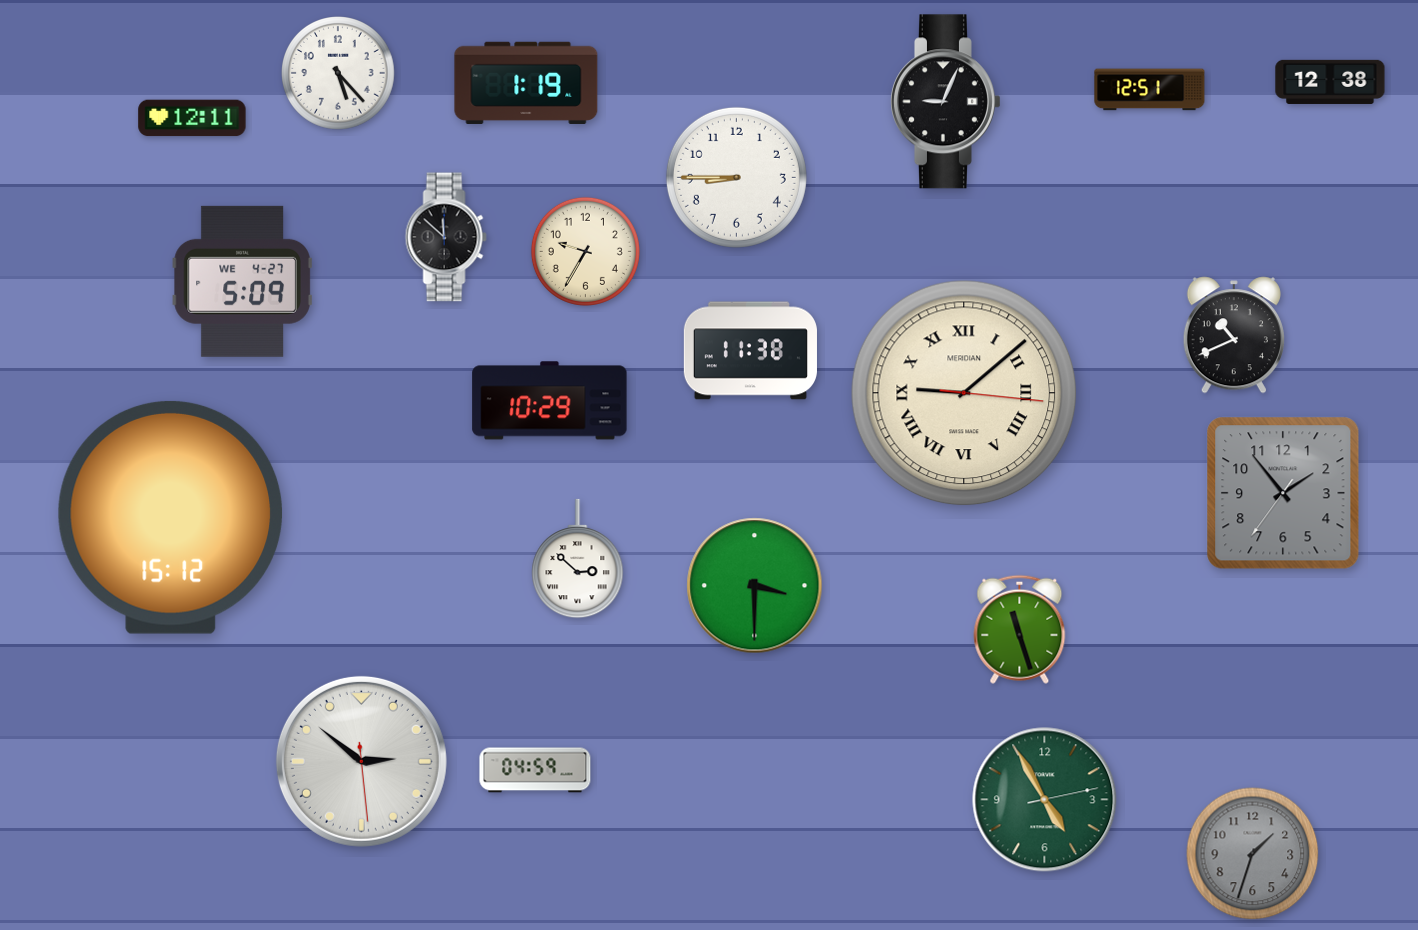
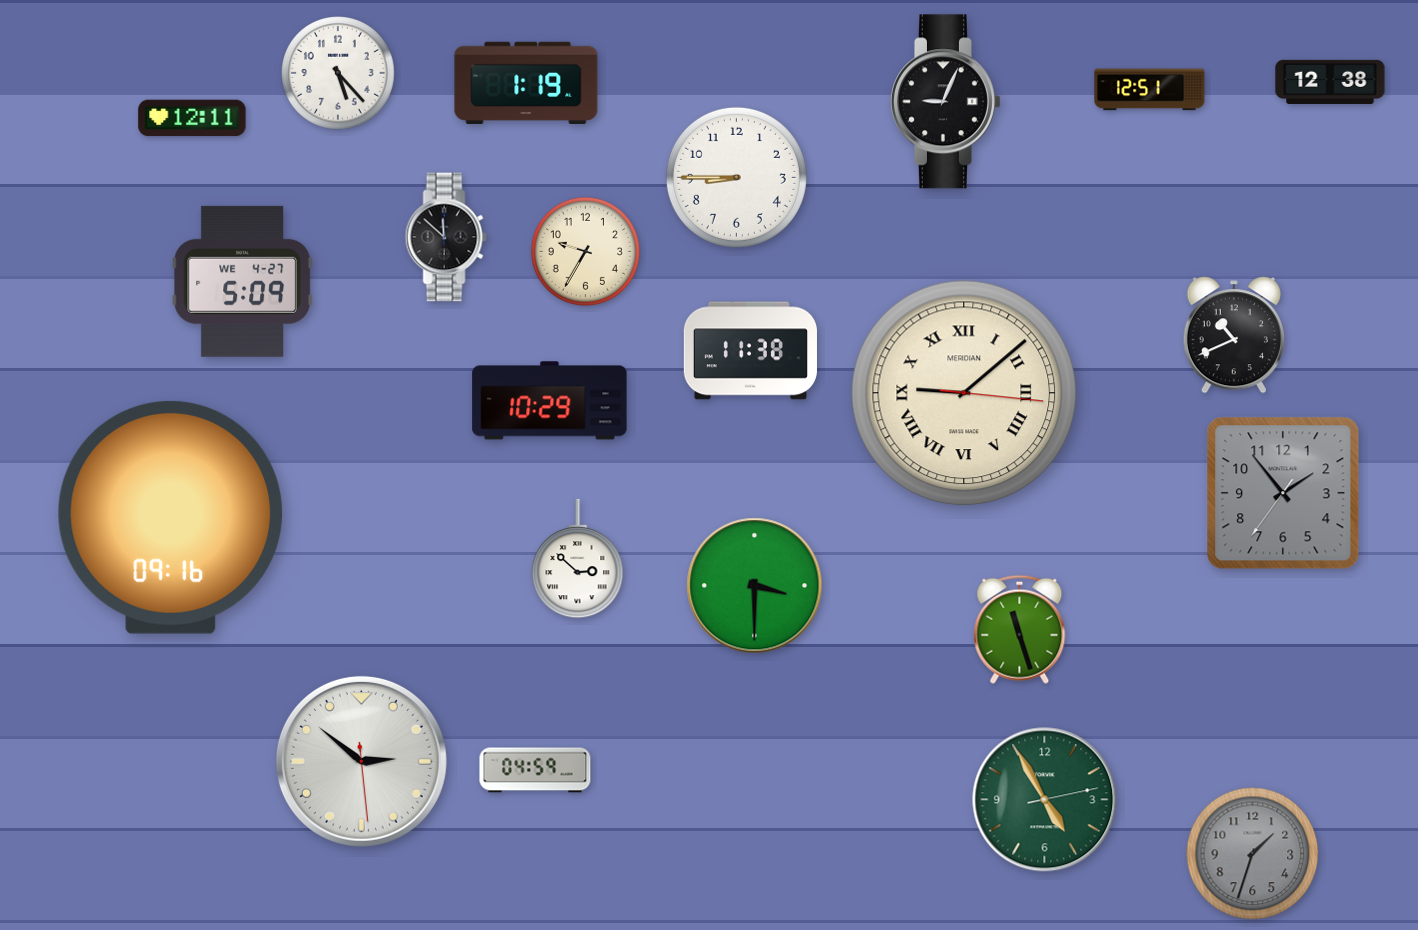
clock at (170, 517): 15:12 -> 09:16
